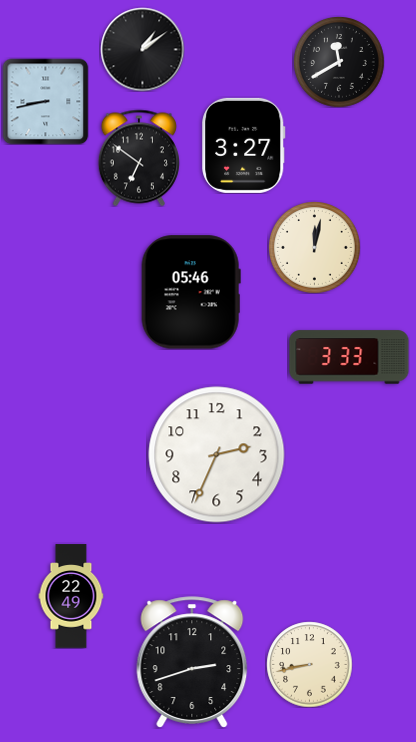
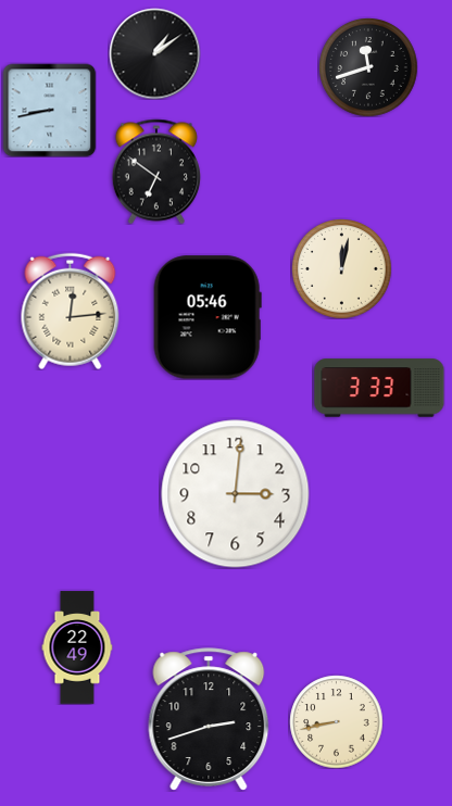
clock at (339, 62): 11:40 -> 11:42
clock at (244, 145): 3:27 -> none
clock at (139, 158) position: (139, 158) -> (156, 172)
clock at (71, 311): none -> 12:14
clock at (217, 455): 2:34 -> 3:01
